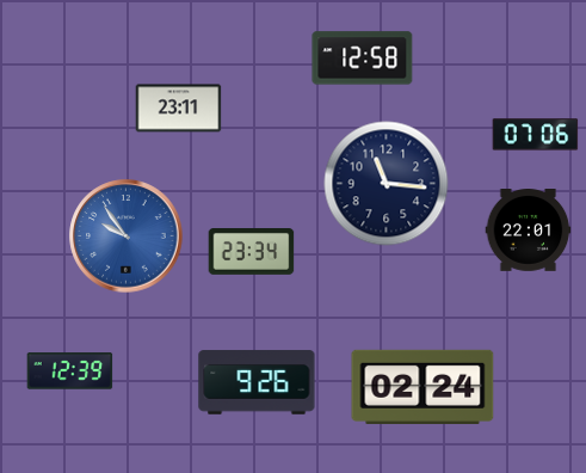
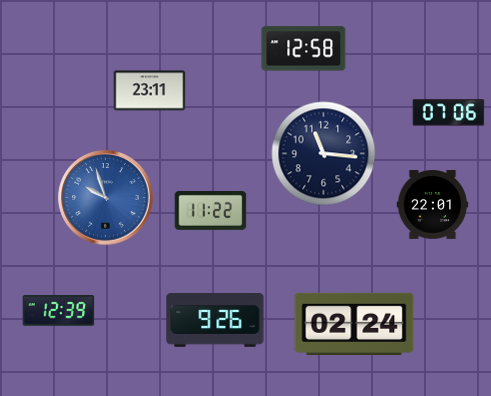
clock at (529, 231) position: (529, 231) -> (433, 205)
clock at (127, 236): 9:54 -> 9:57
clock at (252, 252): 23:34 -> 11:22
